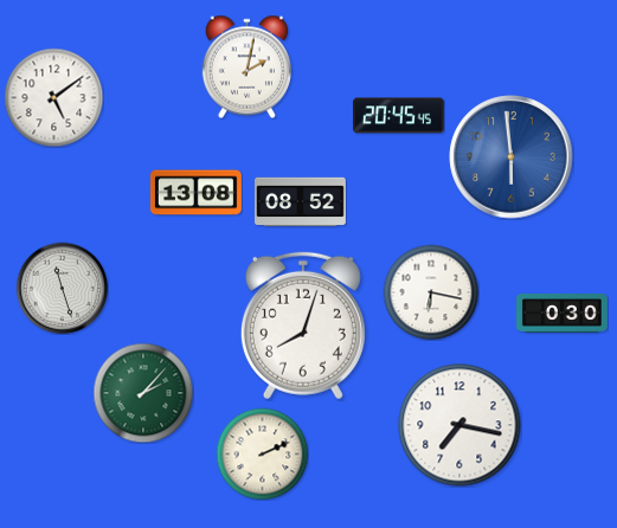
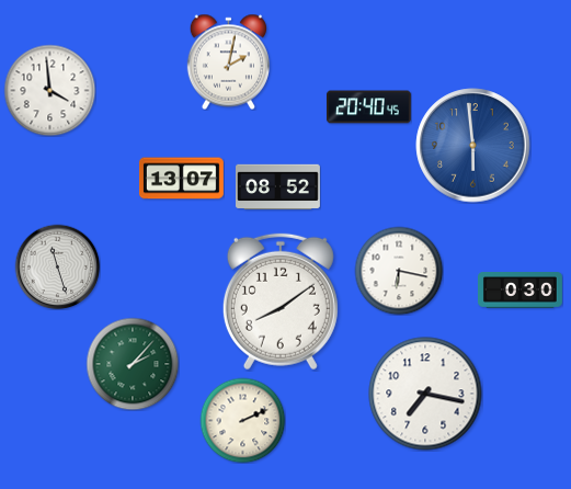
clock at (53, 97): 5:09 -> 3:59
clock at (398, 116): 20:45 -> 20:40
clock at (195, 193): 13:08 -> 13:07
clock at (303, 326): 8:03 -> 8:09
